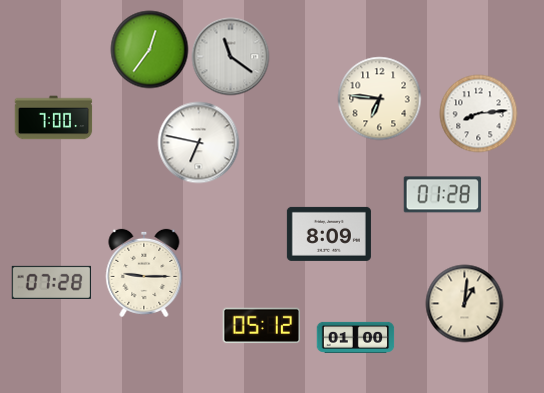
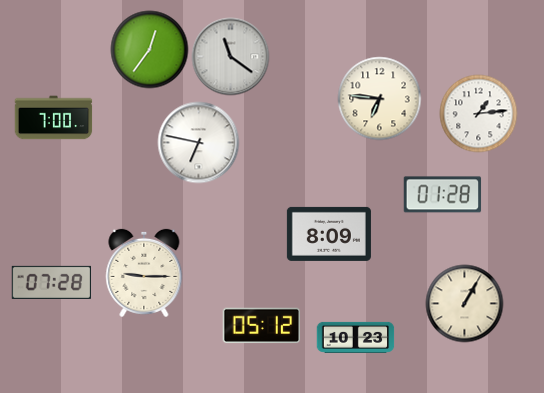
clock at (478, 113): 8:14 -> 1:14
clock at (464, 303): 1:01 -> 1:05
clock at (355, 337): 01:00 -> 10:23
